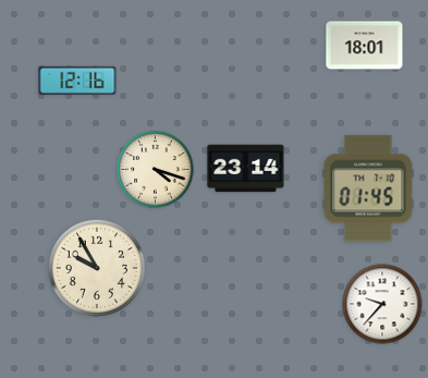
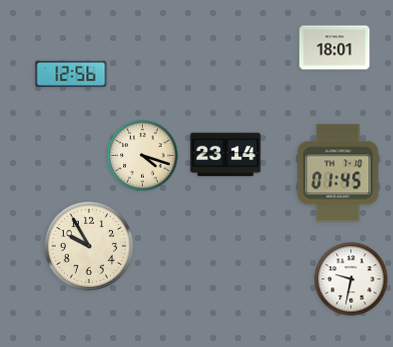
clock at (365, 46) position: (365, 46) -> (335, 48)
clock at (77, 81): 12:16 -> 12:56
clock at (382, 304): 9:37 -> 9:32
